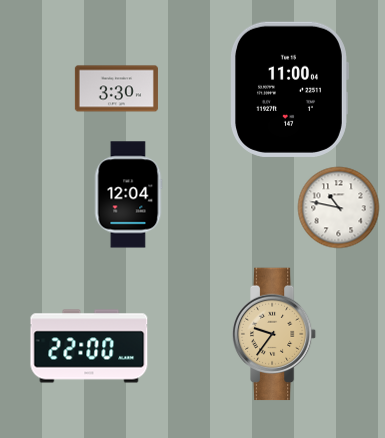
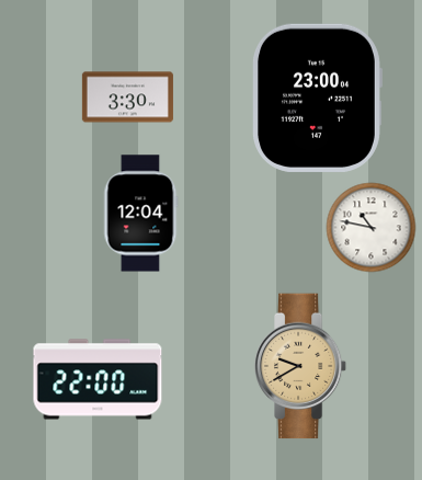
clock at (290, 89): 11:00 -> 23:00
clock at (274, 334): 9:36 -> 9:40
